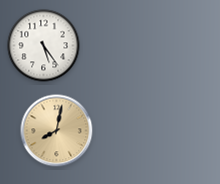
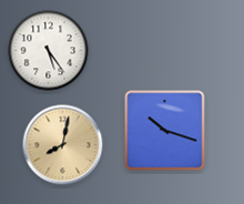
clock at (165, 131): none -> 10:18
